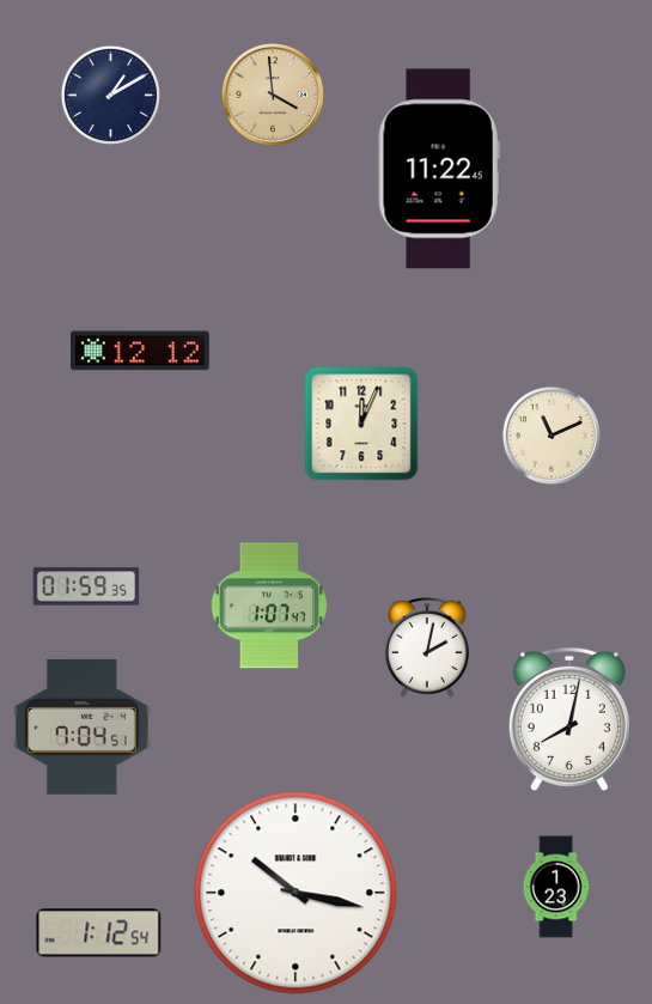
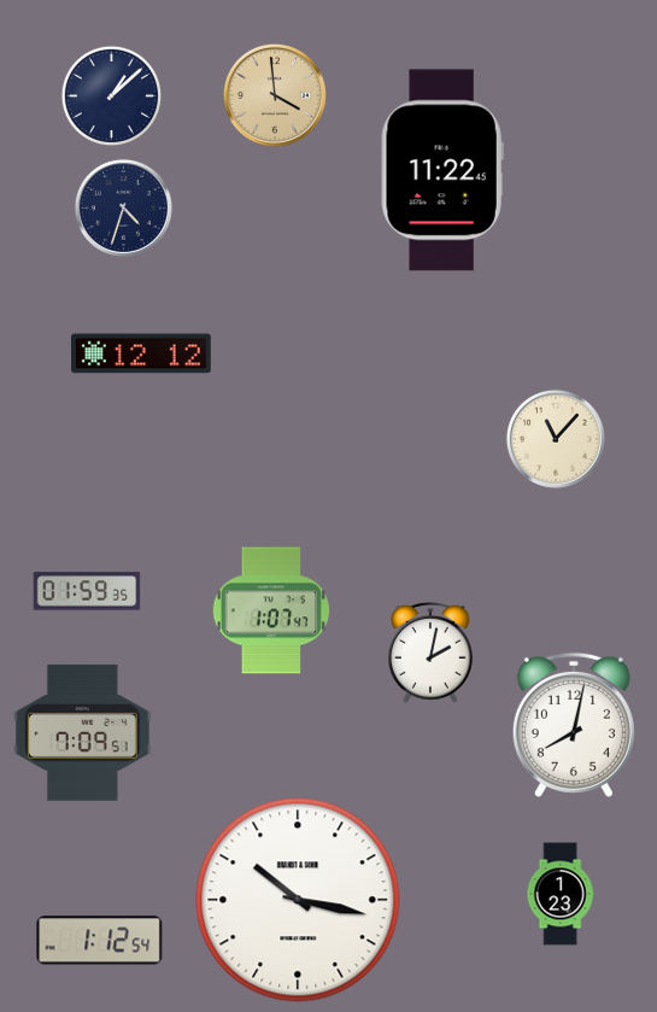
clock at (110, 95): 1:10 -> 1:08
clock at (123, 207): none -> 4:33
clock at (361, 424): 12:04 -> none
clock at (552, 436): 11:11 -> 11:07
clock at (81, 726): 7:04 -> 7:09
